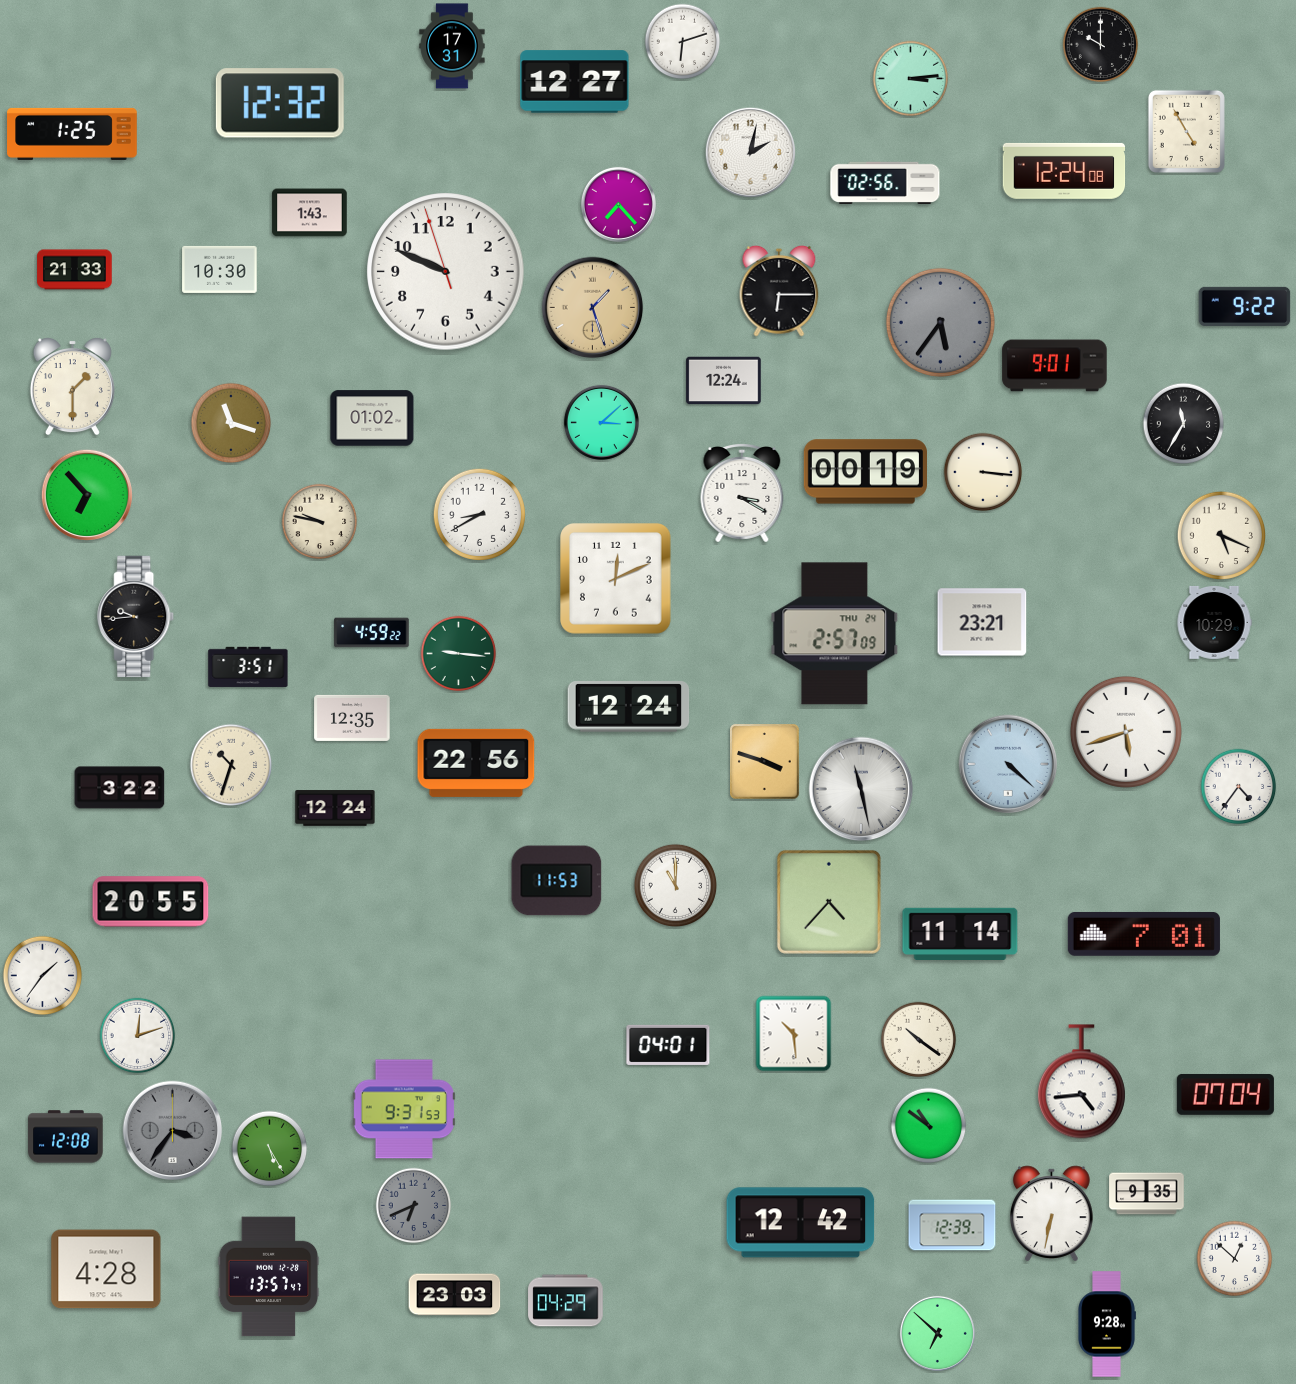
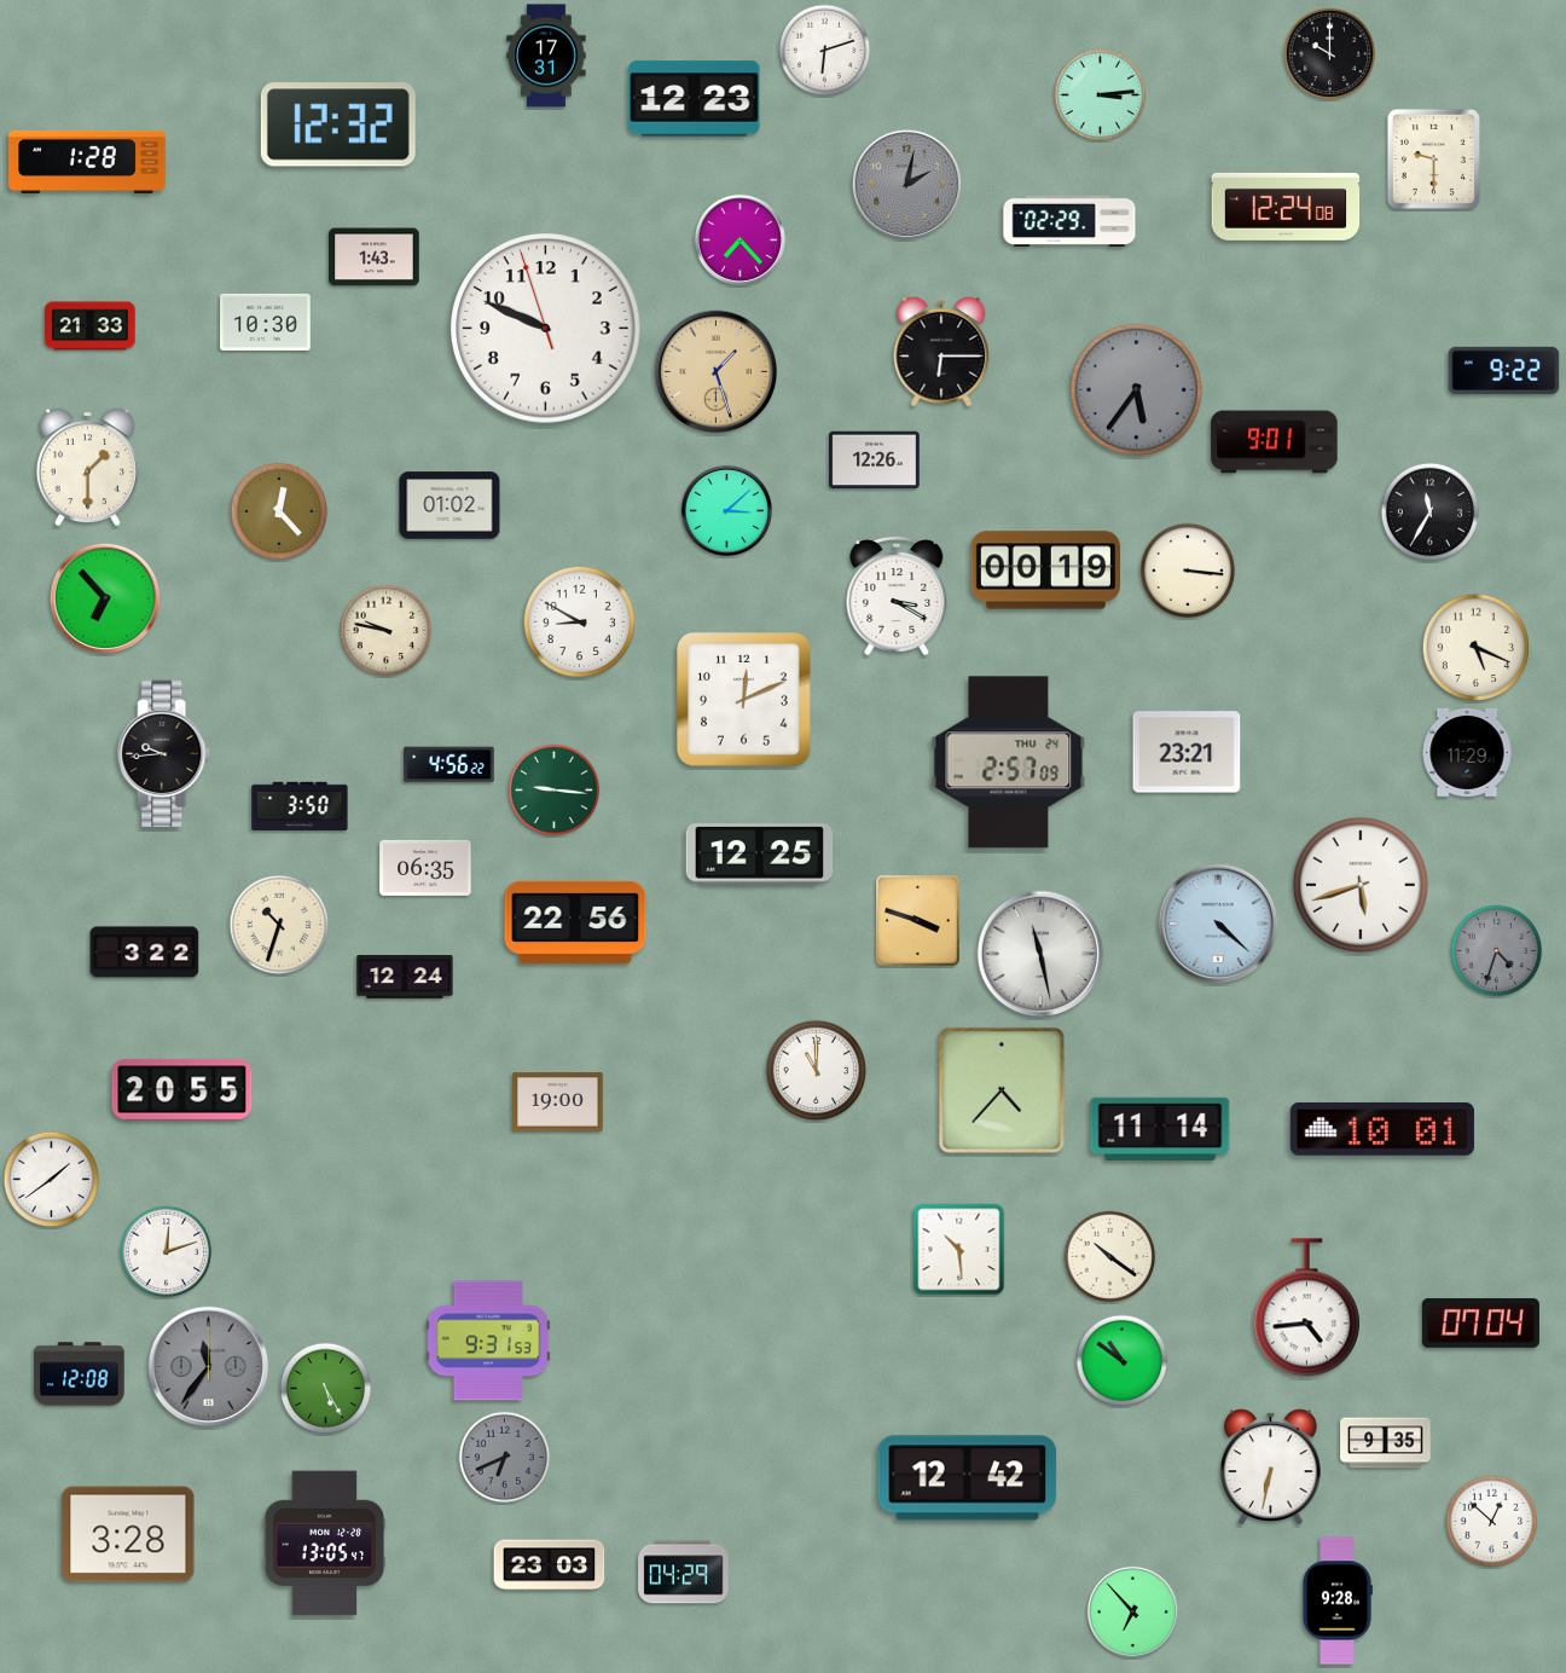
clock at (575, 82): 12:27 -> 12:23
clock at (1186, 131): 4:55 -> 9:30
clock at (72, 134): 1:25 -> 1:28
clock at (750, 152) dial: white -> grey
clock at (885, 182): 02:56 -> 02:29
clock at (618, 204) position: (618, 204) -> (739, 239)
clock at (220, 269) position: (220, 269) -> (266, 322)
clock at (446, 272) position: (446, 272) -> (546, 329)
clock at (724, 381): 12:24 -> 12:26
clock at (231, 423): 11:18 -> 12:23
clock at (479, 514): 8:40 -> 8:50
clock at (136, 617) position: (136, 617) -> (164, 754)
clock at (1214, 622): 10:29 -> 11:29
clock at (372, 633): 4:59 -> 4:56
clock at (835, 634) position: (835, 634) -> (1009, 763)
clock at (248, 667): 3:51 -> 3:50
clock at (629, 707): 12:24 -> 12:25
clock at (352, 718): 12:35 -> 06:35
clock at (765, 762) position: (765, 762) -> (918, 921)
clock at (1239, 787): 4:36 -> 4:33
clock at (1239, 787) dial: white -> grey
clock at (557, 881): 11:53 -> none
clock at (558, 1102): none -> 19:00
clock at (1144, 934): 7:01 -> 10:01
clock at (43, 976): 1:36 -> 1:39
clock at (668, 1045): 04:01 -> none
clock at (173, 1131): 3:36 -> 11:36
clock at (414, 1206) position: (414, 1206) -> (505, 1458)
clock at (952, 1225): 12:39 -> none
clock at (106, 1269): 4:28 -> 3:28
clock at (269, 1277): 13:57 -> 13:05
clock at (937, 1333): 6:52 -> 6:53
